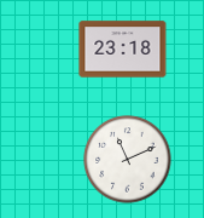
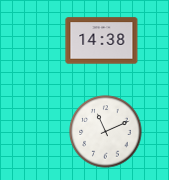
clock at (123, 50): 23:18 -> 14:38
